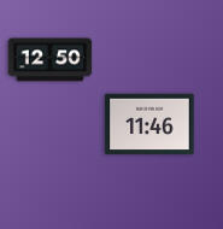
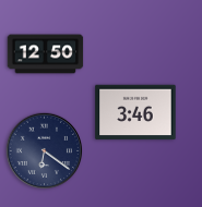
clock at (149, 124): 11:46 -> 3:46
clock at (44, 150): none -> 6:21
